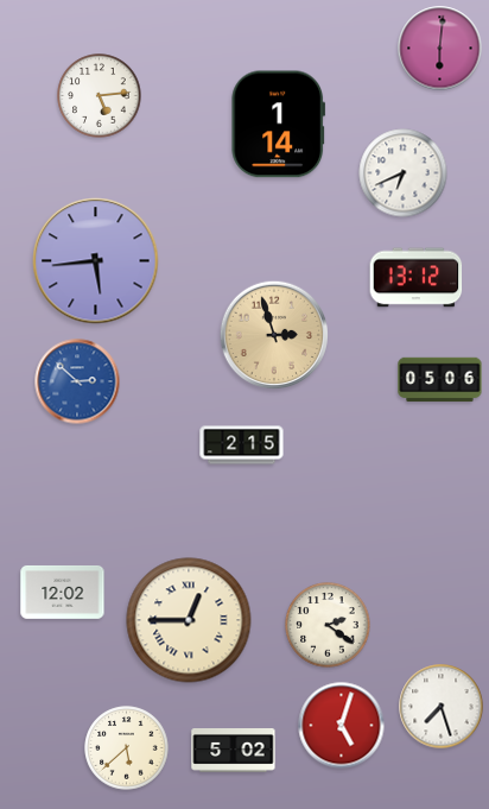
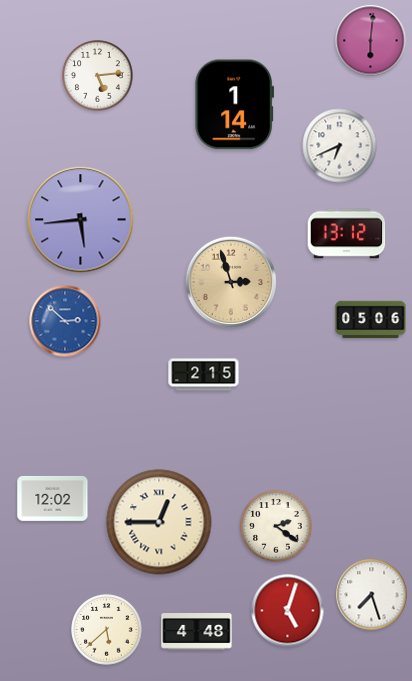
clock at (100, 96) position: (100, 96) -> (98, 76)
clock at (417, 278) position: (417, 278) -> (347, 234)
clock at (234, 751): 5:02 -> 4:48
